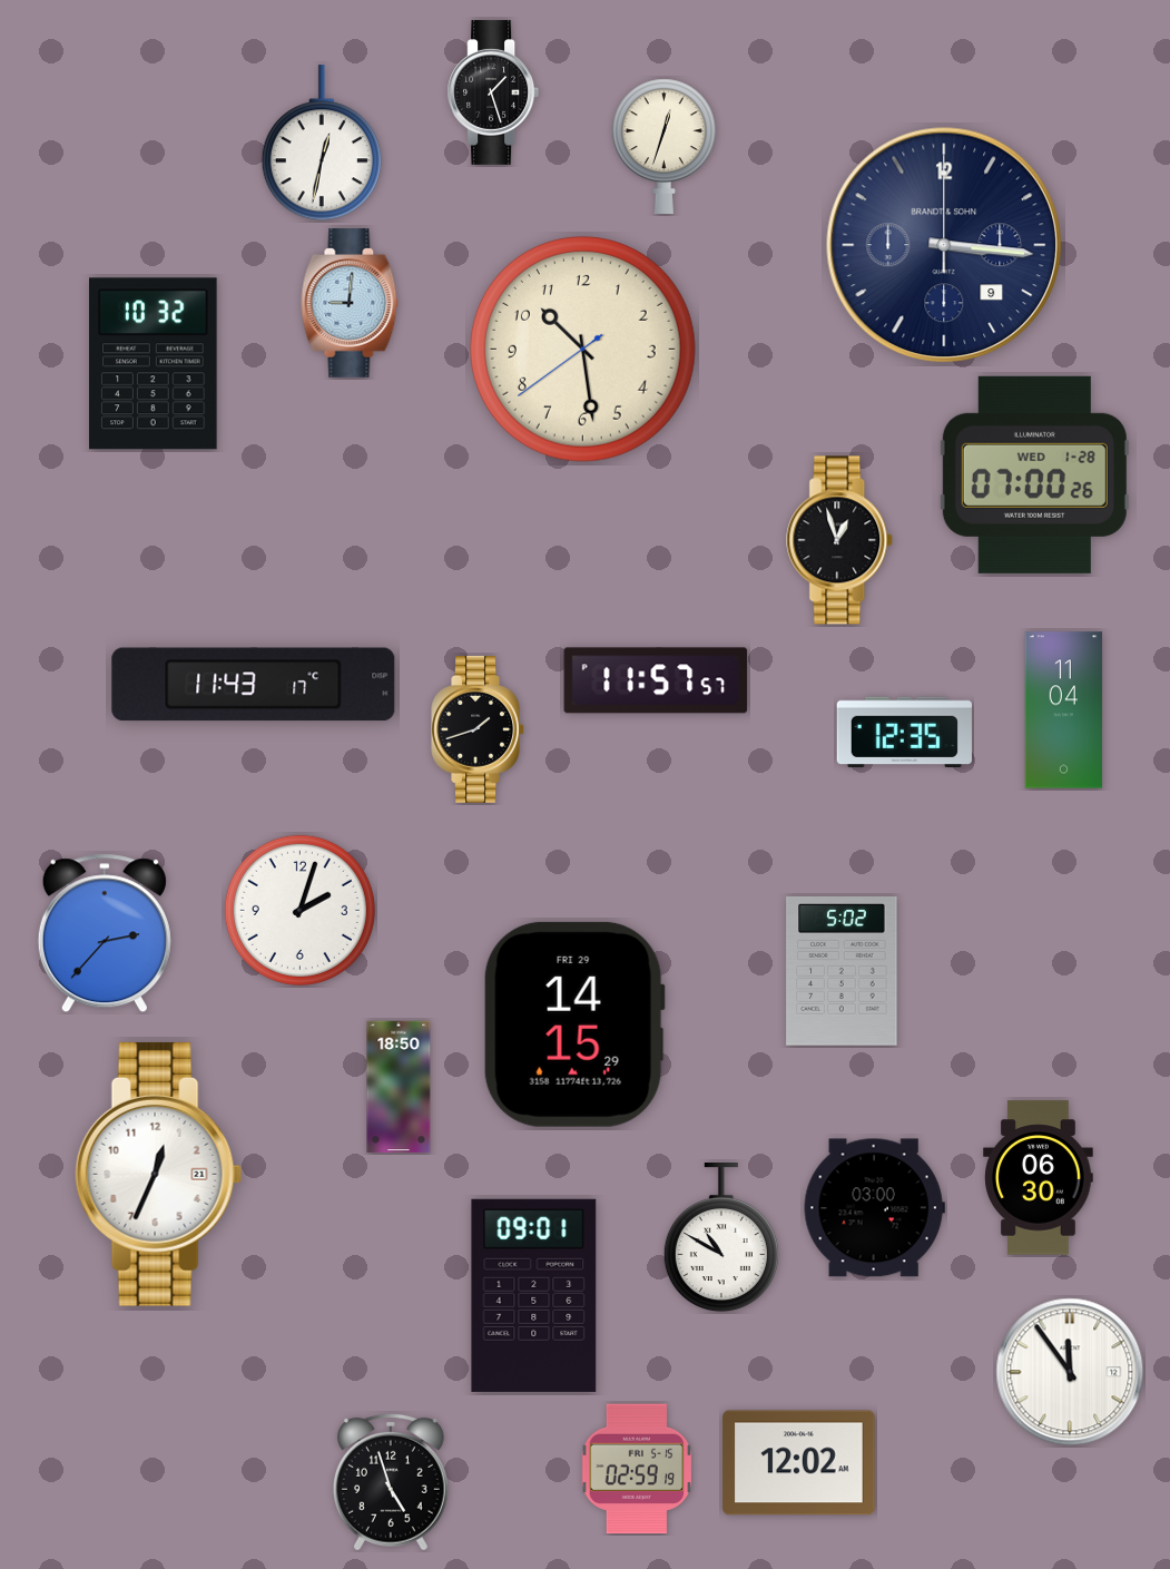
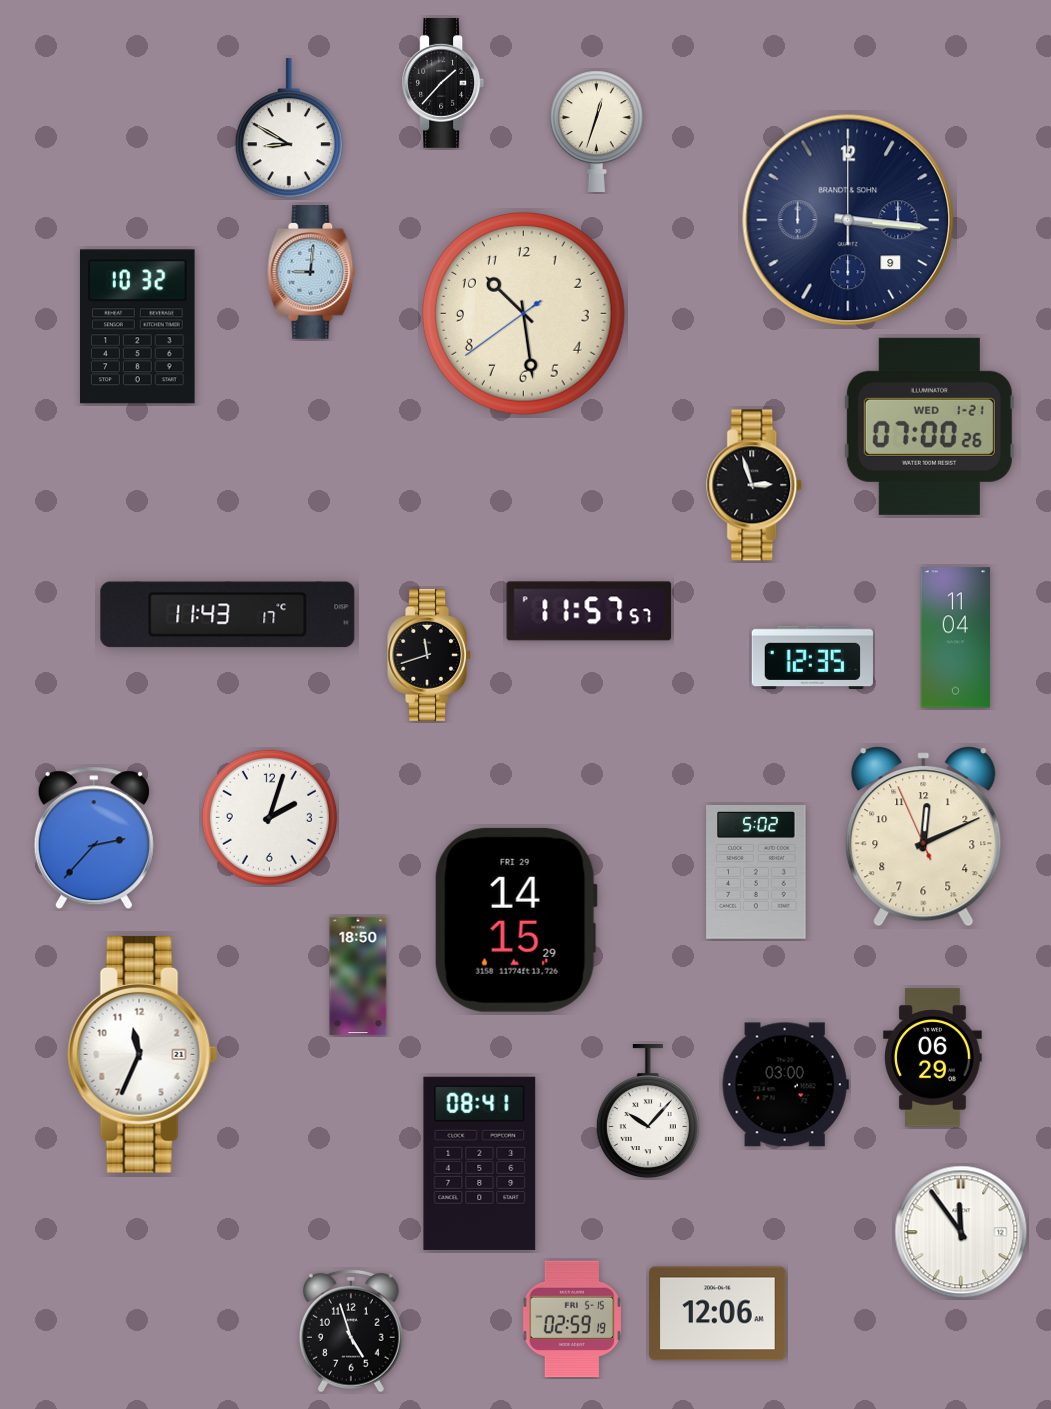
clock at (493, 92): 1:27 -> 1:37
clock at (322, 144): 12:32 -> 8:50
clock at (350, 304) position: (350, 304) -> (311, 273)
clock at (1034, 474) date: WED 1-28 -> WED 1-21
clock at (840, 540): 12:57 -> 2:57
clock at (478, 729): 1:42 -> 11:42
clock at (924, 837): none -> 12:10
clock at (159, 1174): 12:34 -> 11:34
clock at (1039, 1178): 06:30 -> 06:29
clock at (721, 1238): 10:50 -> 10:07
clock at (534, 1295): 09:01 -> 08:41
clock at (799, 1463): 12:02 -> 12:06
